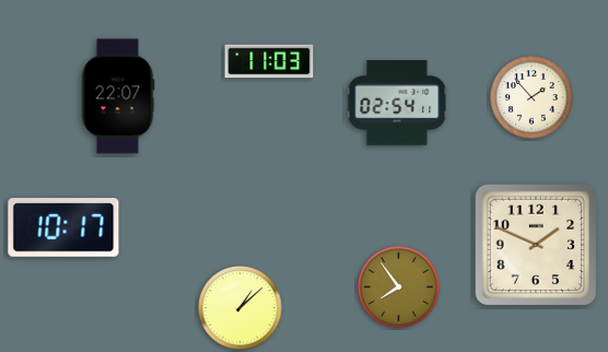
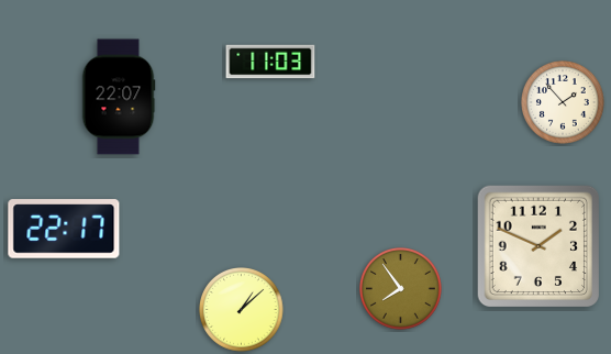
clock at (533, 98) position: (533, 98) -> (564, 103)
clock at (397, 103): 02:54 -> none
clock at (63, 227): 10:17 -> 22:17
